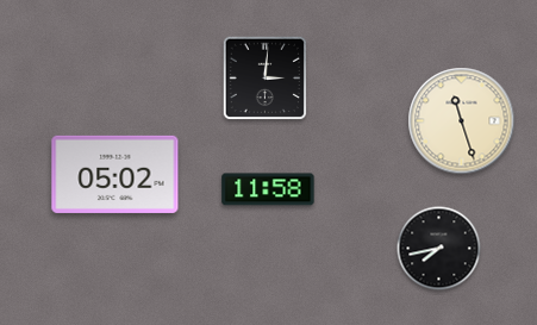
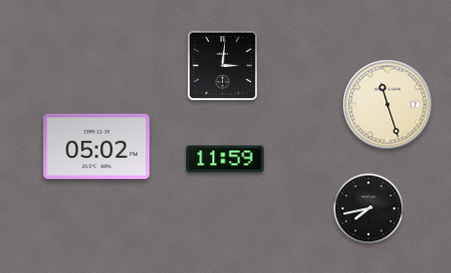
clock at (462, 121) position: (462, 121) -> (388, 105)
clock at (268, 189): 11:58 -> 11:59
